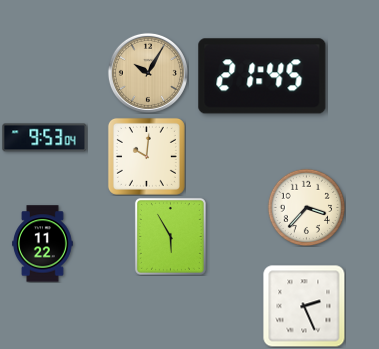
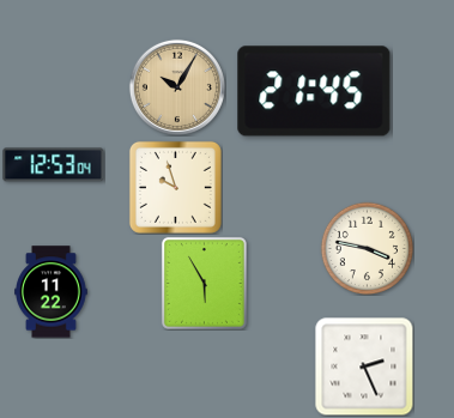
clock at (45, 138): 9:53 -> 12:53
clock at (146, 156): 10:01 -> 9:57
clock at (306, 207): 3:37 -> 3:47
